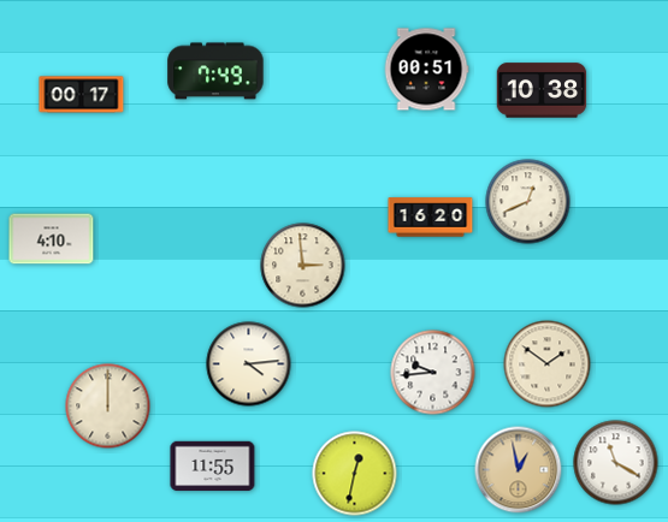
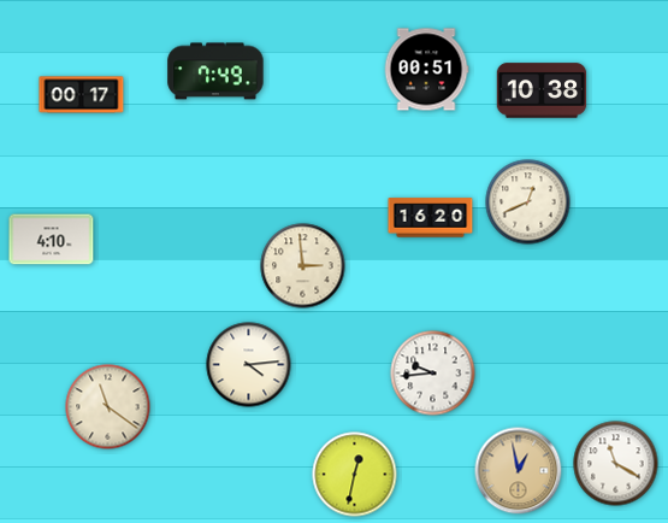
clock at (548, 364): 1:51 -> none
clock at (108, 407): 12:00 -> 11:21
clock at (213, 467): 11:55 -> none
